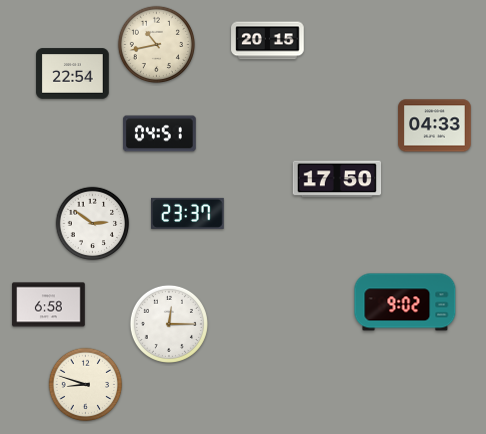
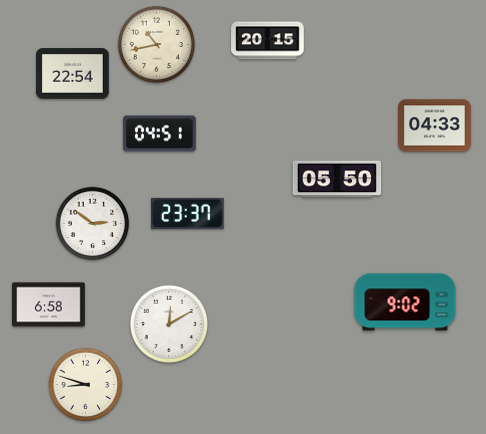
clock at (337, 179): 17:50 -> 05:50
clock at (169, 324): 12:15 -> 12:10
